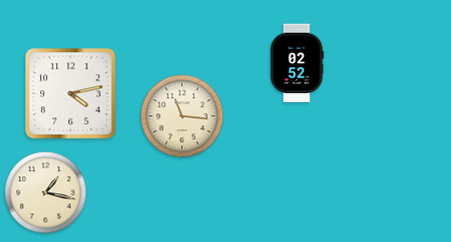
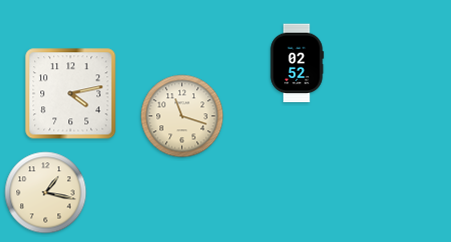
clock at (182, 116): 11:16 -> 11:18
